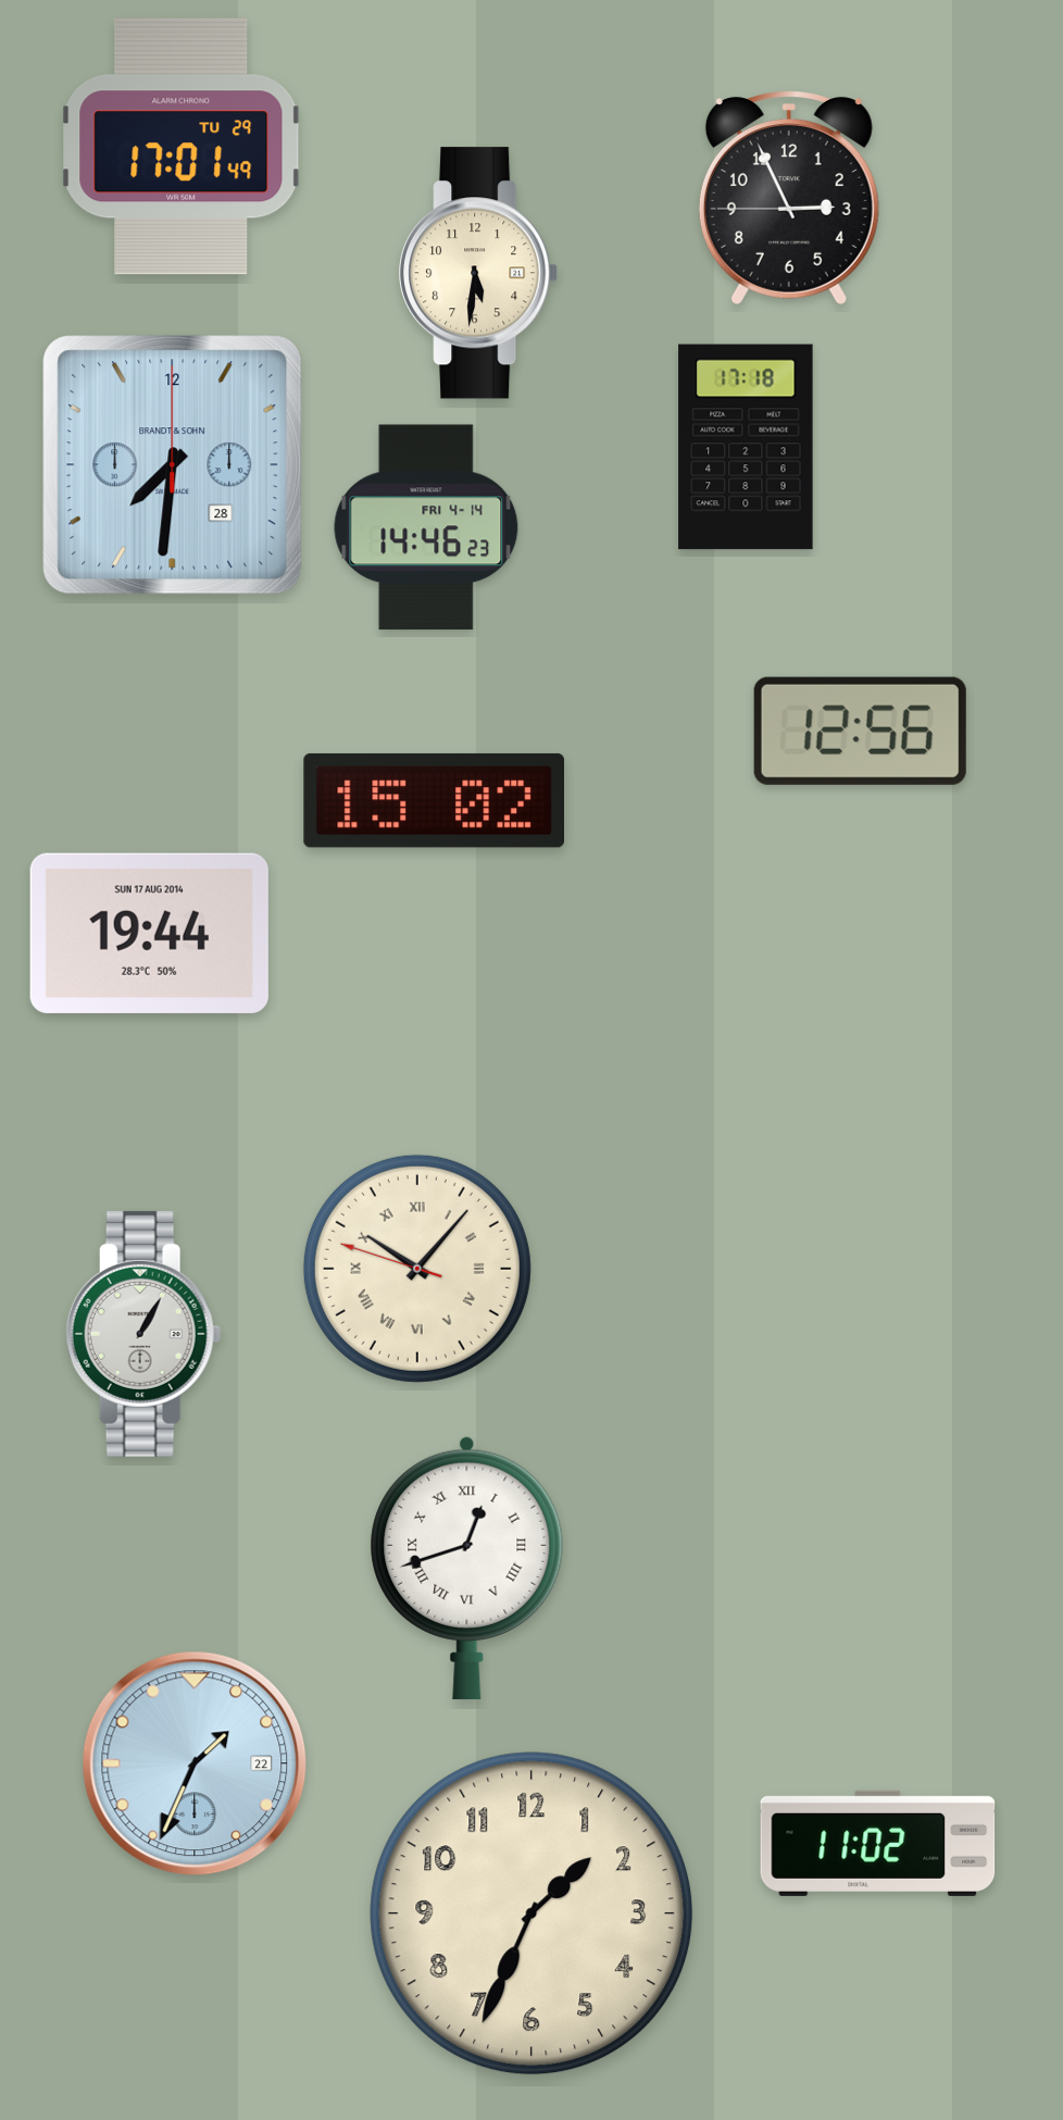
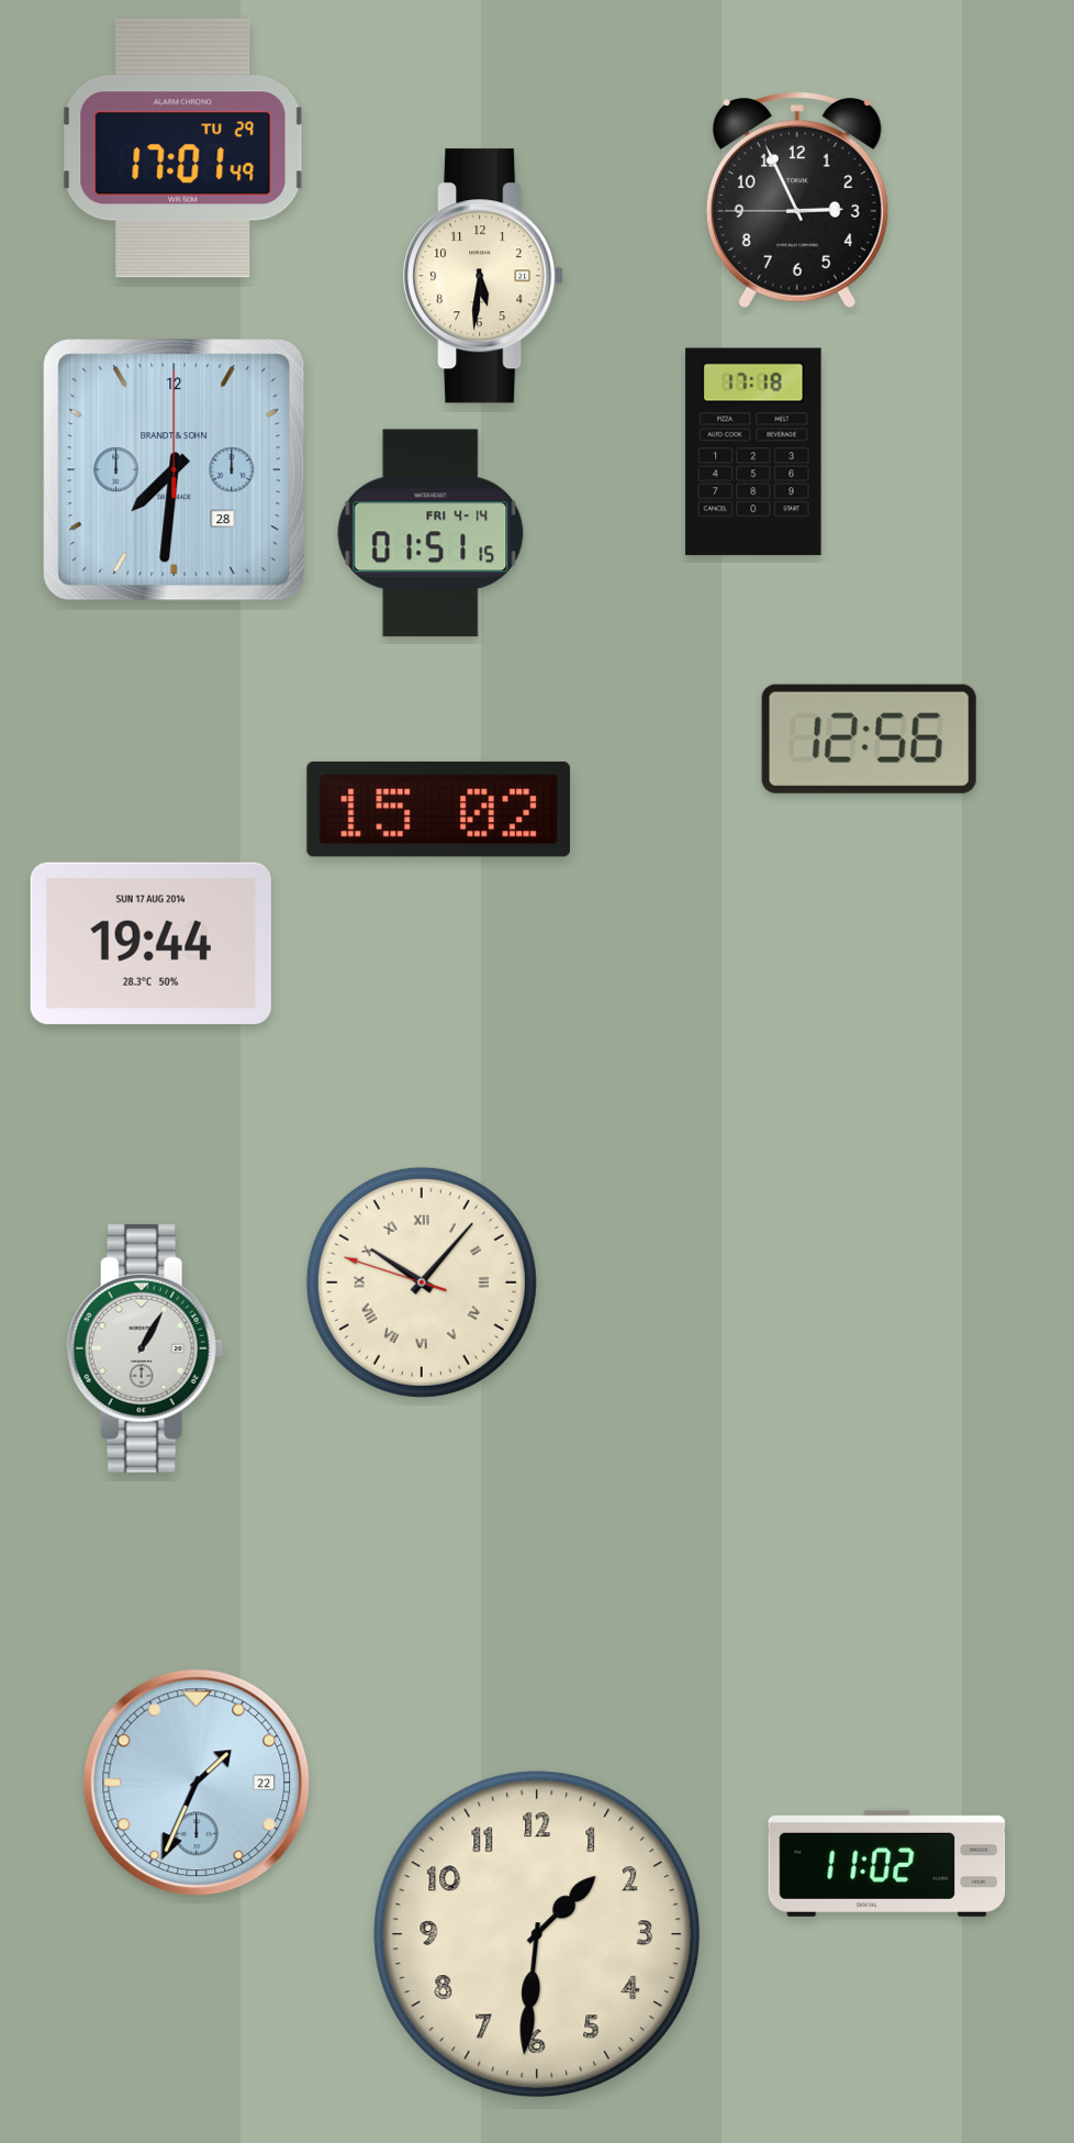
clock at (426, 527): 14:46 -> 01:51
clock at (467, 1568): 12:42 -> none
clock at (531, 1913): 1:34 -> 1:31
